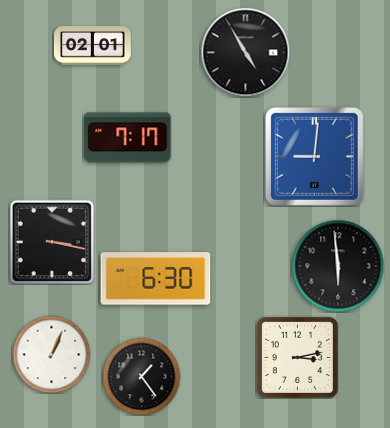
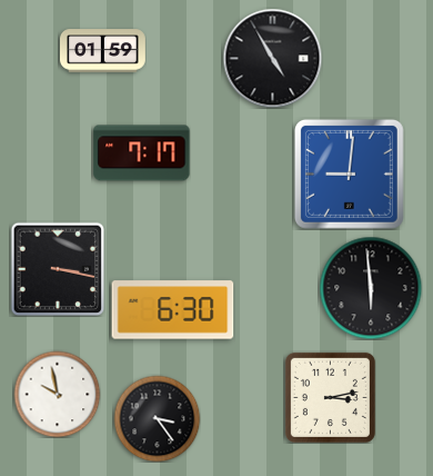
clock at (92, 46): 02:01 -> 01:59
clock at (338, 266) position: (338, 266) -> (371, 288)
clock at (51, 354): 1:04 -> 9:58
clock at (141, 376): 1:24 -> 3:24
